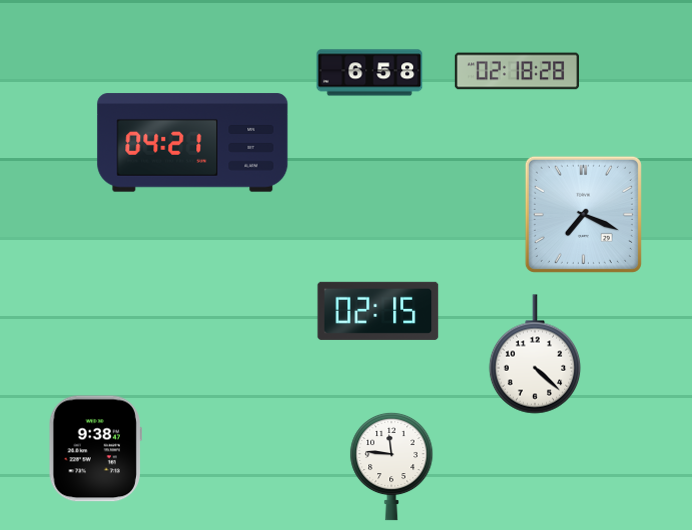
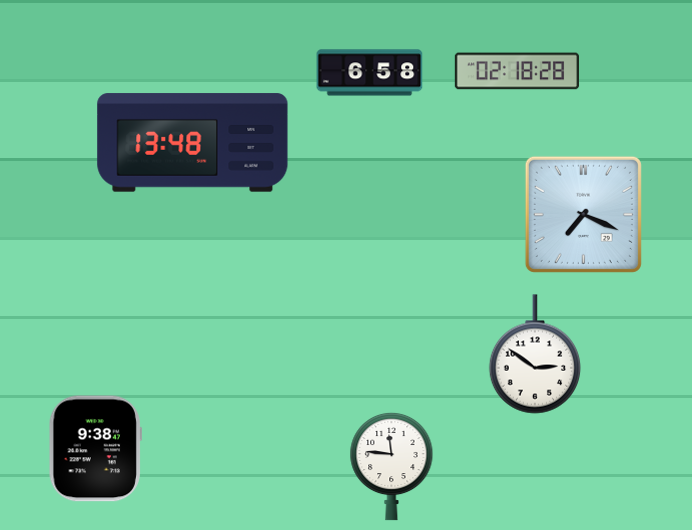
clock at (193, 143): 04:21 -> 13:48
clock at (378, 311): 02:15 -> none
clock at (534, 354): 4:22 -> 2:51
